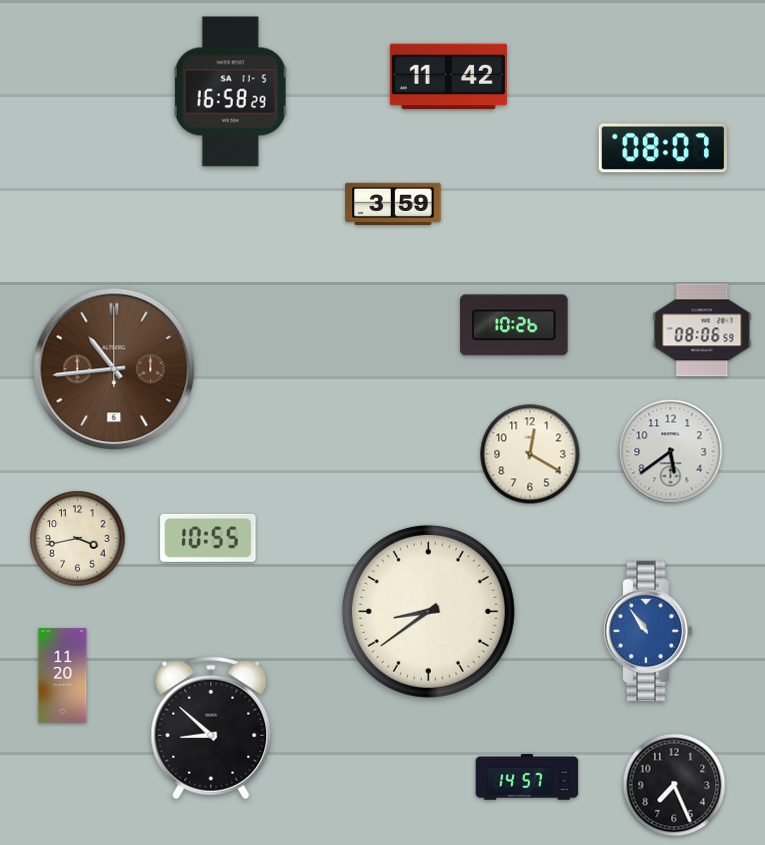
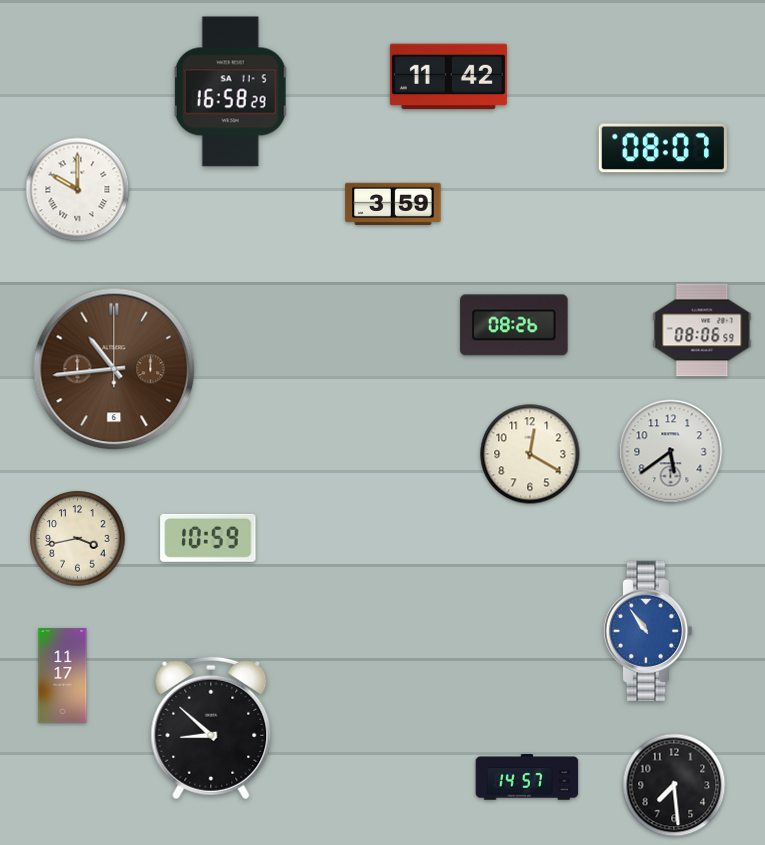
clock at (78, 190): none -> 10:00
clock at (514, 325): 10:26 -> 08:26
clock at (208, 538): 10:55 -> 10:59
clock at (428, 611): 8:39 -> none
clock at (63, 676): 11:20 -> 11:17
clock at (674, 785): 7:26 -> 7:29
